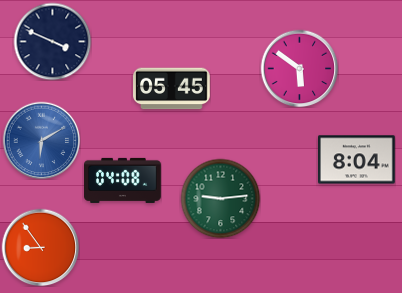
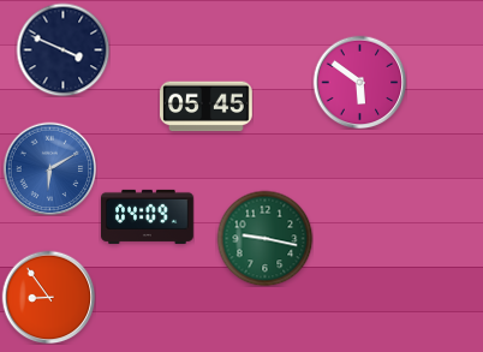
clock at (357, 160): 8:04 -> none
clock at (123, 180): 04:08 -> 04:09
clock at (220, 198): 9:14 -> 9:17
